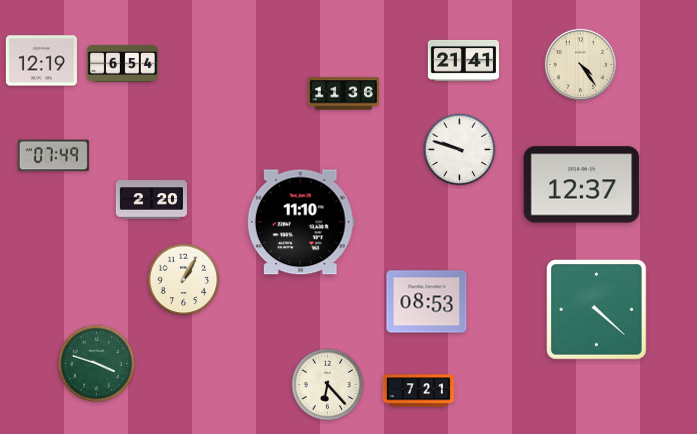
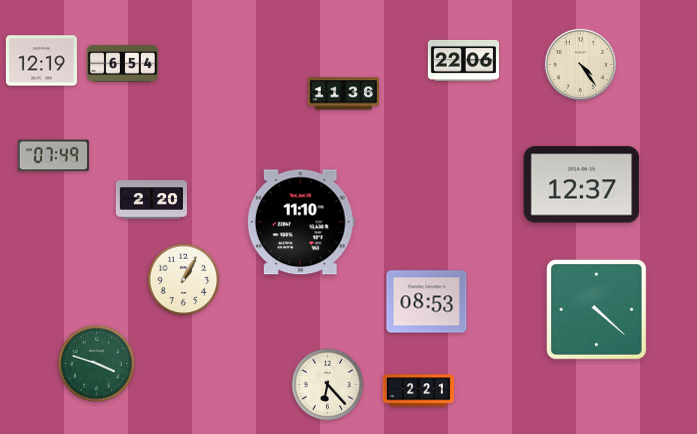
clock at (463, 60): 21:41 -> 22:06
clock at (460, 150): 9:48 -> none
clock at (418, 391): 7:21 -> 2:21
